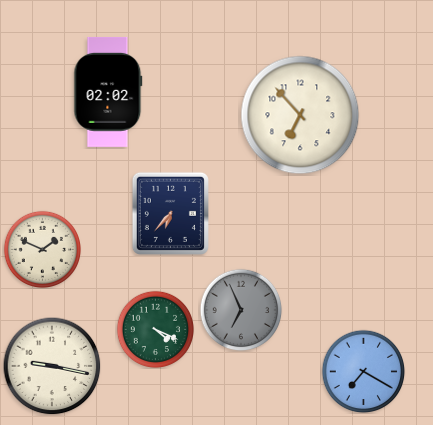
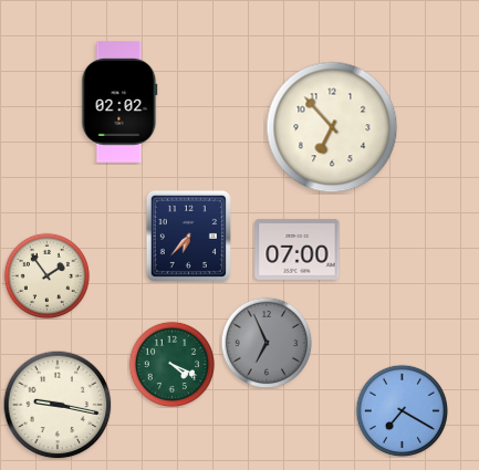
clock at (298, 249): none -> 07:00
clock at (42, 249): 1:49 -> 1:54
